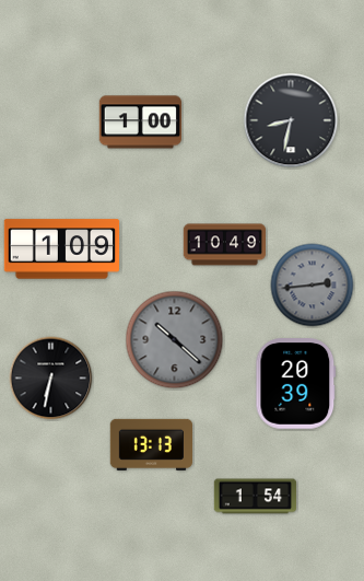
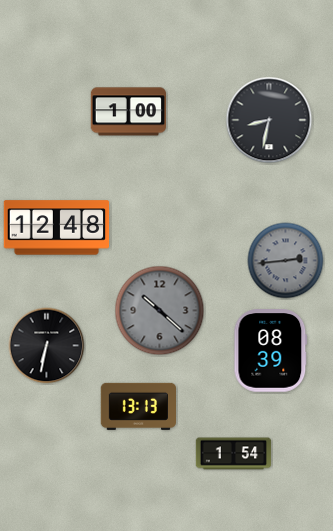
clock at (291, 120) position: (291, 120) -> (269, 120)
clock at (224, 245): 10:49 -> none
clock at (62, 249): 1:09 -> 12:48
clock at (296, 384): 20:39 -> 08:39
